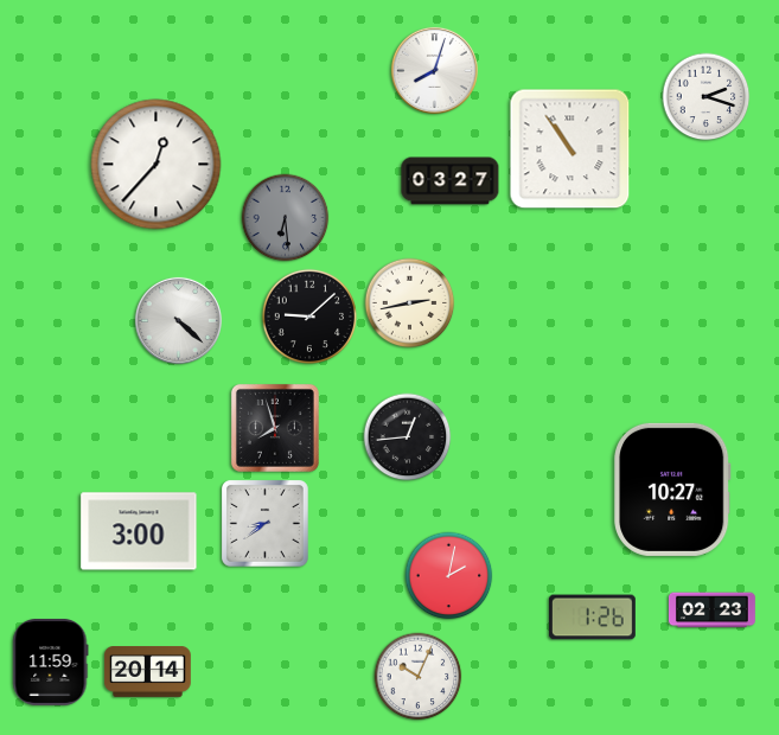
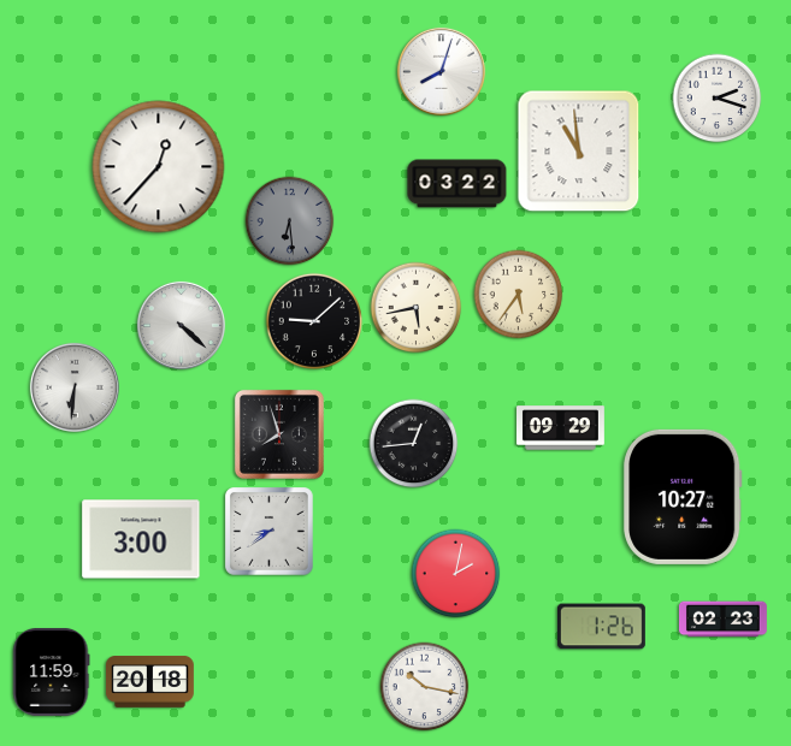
clock at (570, 149): 10:54 -> 10:59
clock at (451, 181): 03:27 -> 03:22
clock at (519, 295): none -> 5:36
clock at (410, 303): 2:43 -> 5:43
clock at (75, 387): none -> 6:31
clock at (561, 428): none -> 09:29
clock at (449, 576) position: (449, 576) -> (456, 574)
clock at (147, 672): 20:14 -> 20:18
clock at (419, 677): 10:04 -> 10:17
